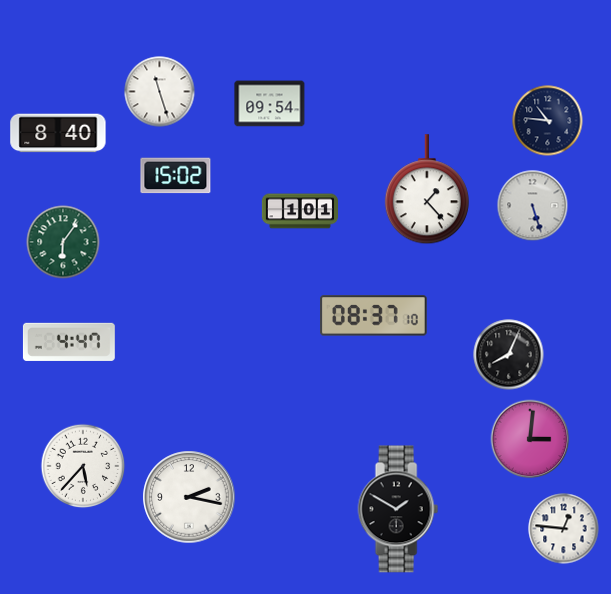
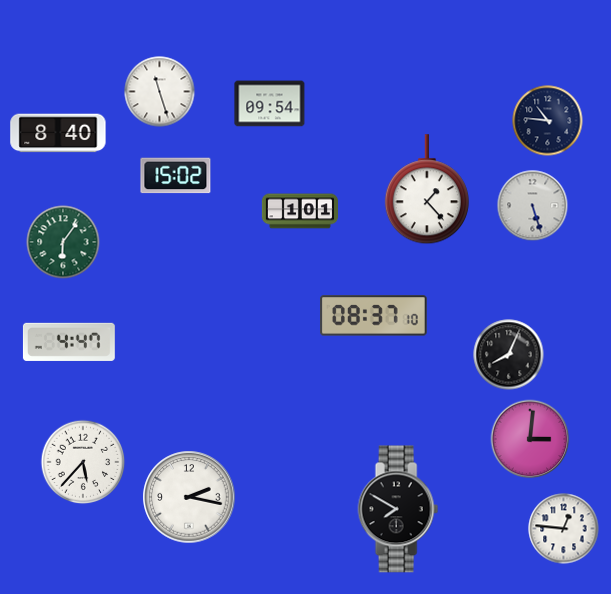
clock at (83, 466) position: (83, 466) -> (83, 462)
clock at (398, 509): 1:50 -> 7:50
